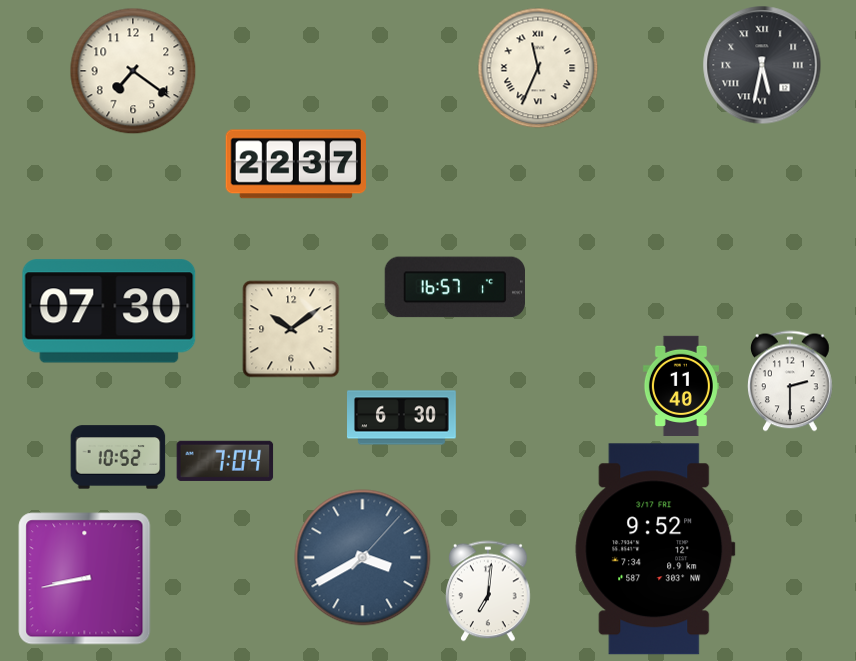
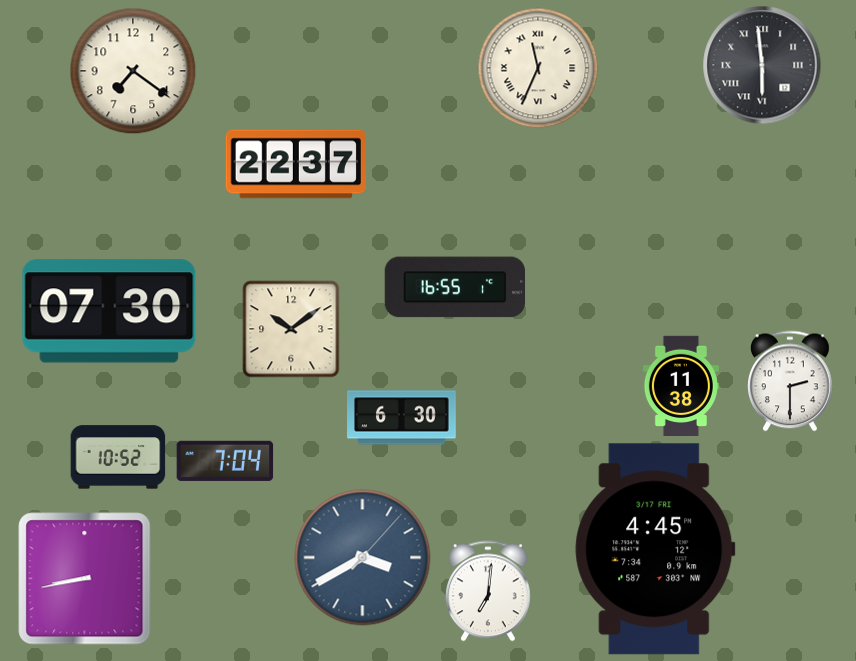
clock at (762, 65): 5:32 -> 5:59
clock at (454, 287): 16:57 -> 16:55
clock at (681, 385): 11:40 -> 11:38
clock at (655, 549): 9:52 -> 4:45
